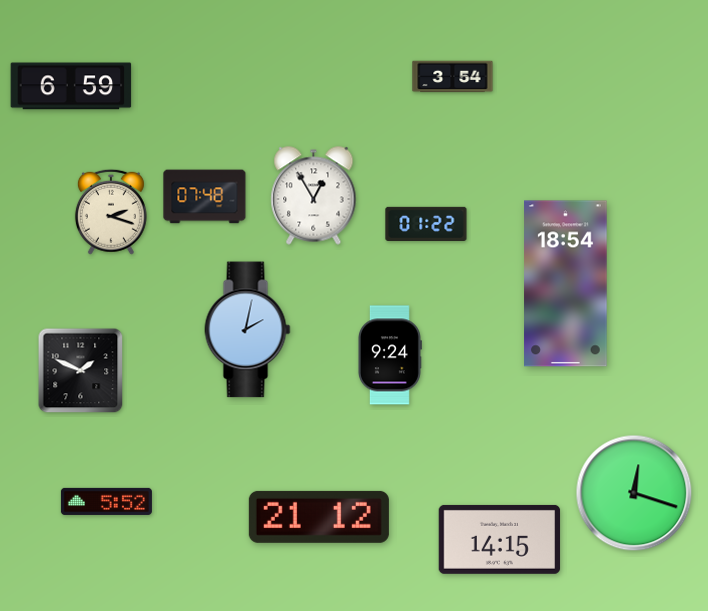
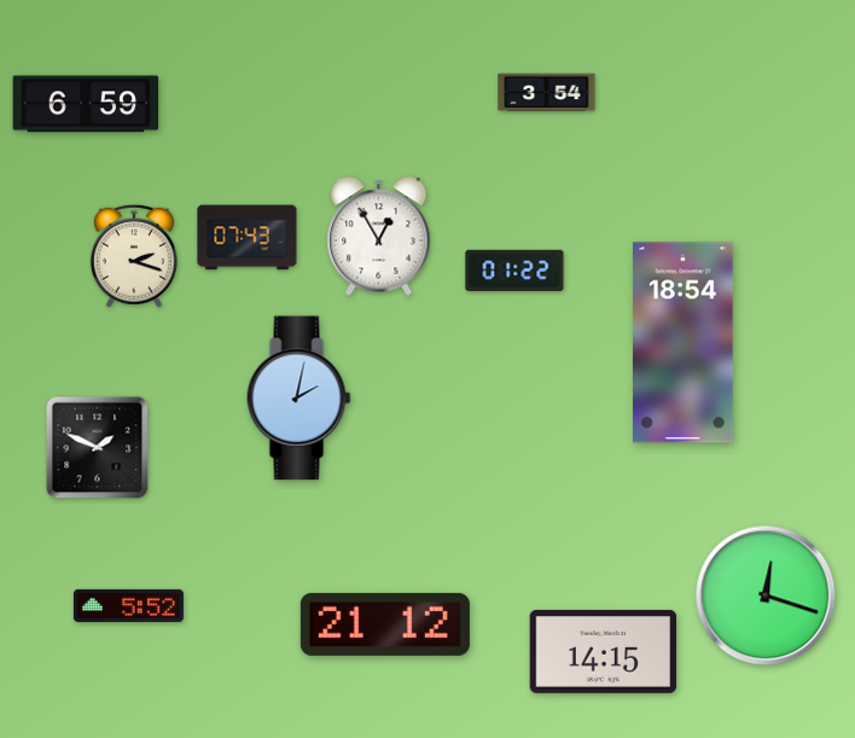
clock at (205, 197): 07:48 -> 07:43
clock at (389, 355): 9:24 -> none
